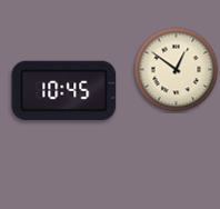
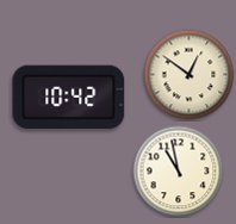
clock at (64, 91): 10:45 -> 10:42
clock at (179, 172): none -> 10:58
